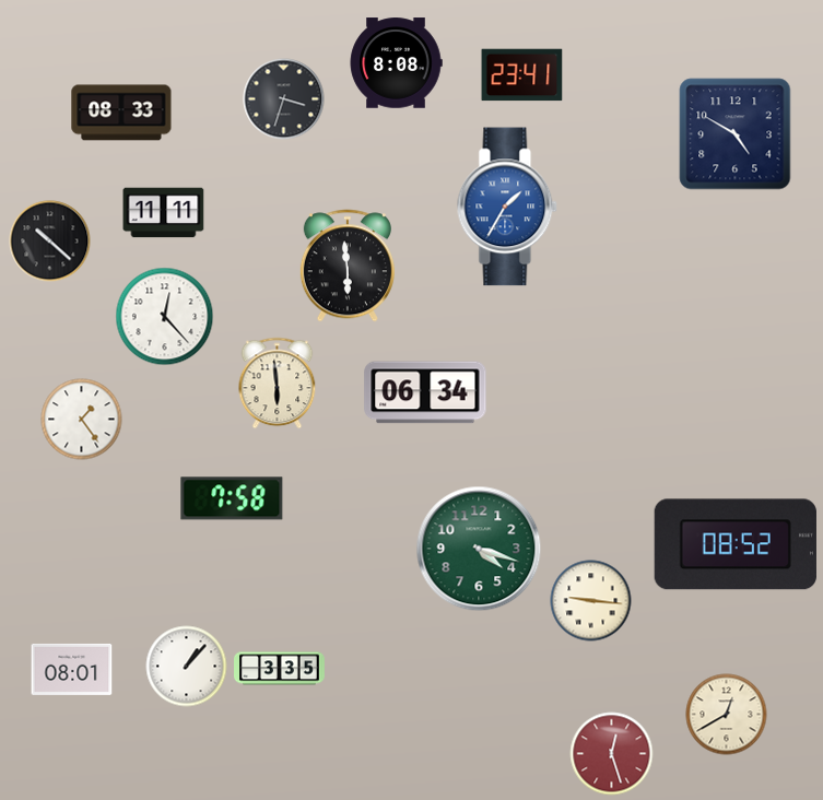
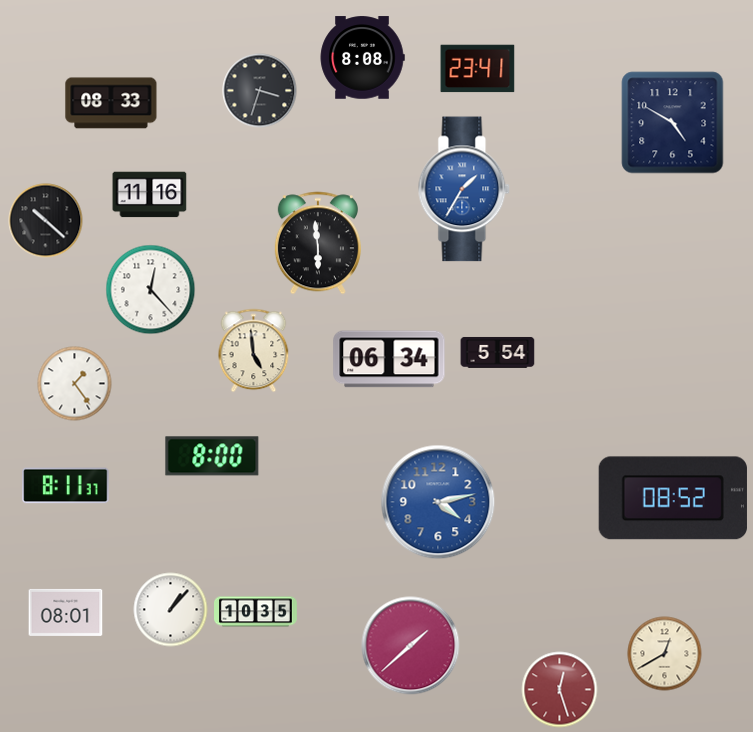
clock at (164, 213): 11:11 -> 11:16
clock at (278, 384): 5:59 -> 4:59
clock at (498, 352): none -> 5:54
clock at (232, 498): 7:58 -> 8:00
clock at (66, 486): none -> 8:11
clock at (479, 549): 4:18 -> 4:13
clock at (479, 549) dial: green -> blue
clock at (591, 601): 9:16 -> none
clock at (280, 669): 3:35 -> 10:35
clock at (411, 646): none -> 1:38
